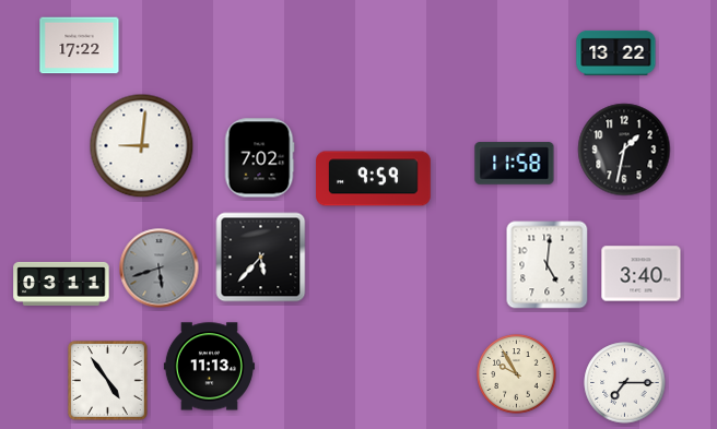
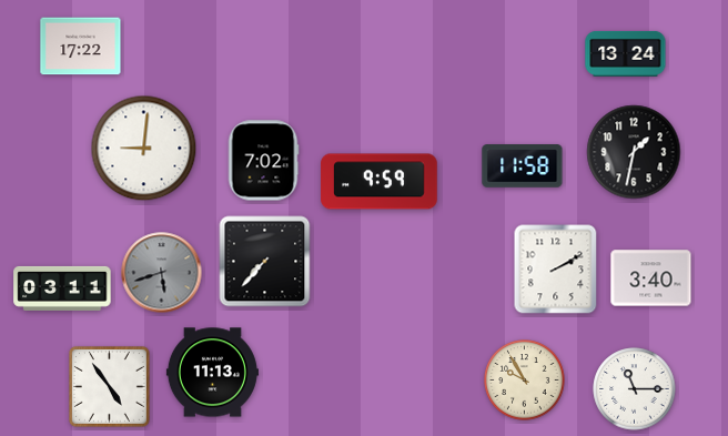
clock at (616, 52): 13:22 -> 13:24
clock at (261, 258): 5:37 -> 7:37
clock at (548, 265): 5:01 -> 2:10
clock at (625, 383): 7:15 -> 11:15
